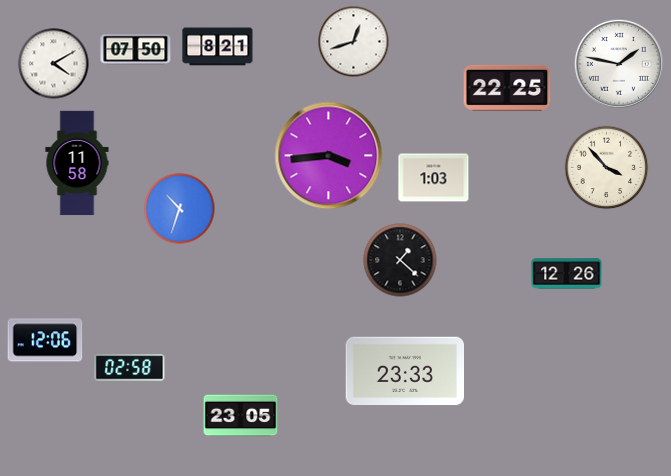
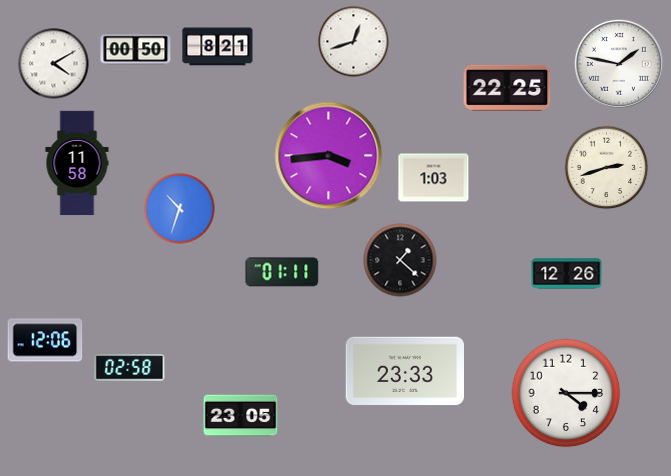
clock at (136, 50): 07:50 -> 00:50
clock at (607, 168): 3:53 -> 2:42
clock at (282, 272): none -> 01:11
clock at (566, 393): none -> 4:15
